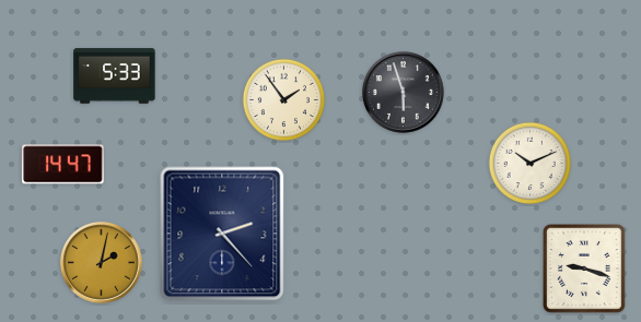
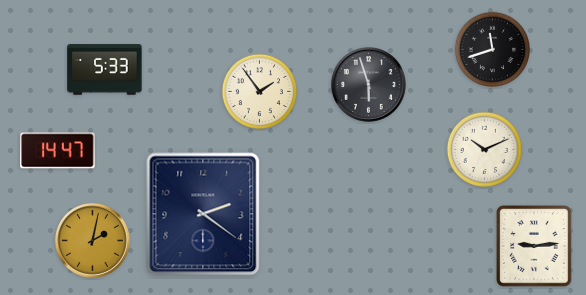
clock at (492, 49): none -> 11:42
clock at (222, 234): 2:23 -> 2:21
clock at (585, 270): 9:18 -> 9:14
